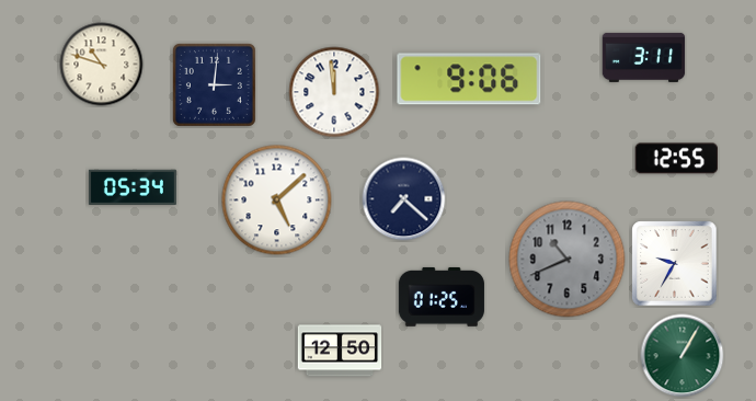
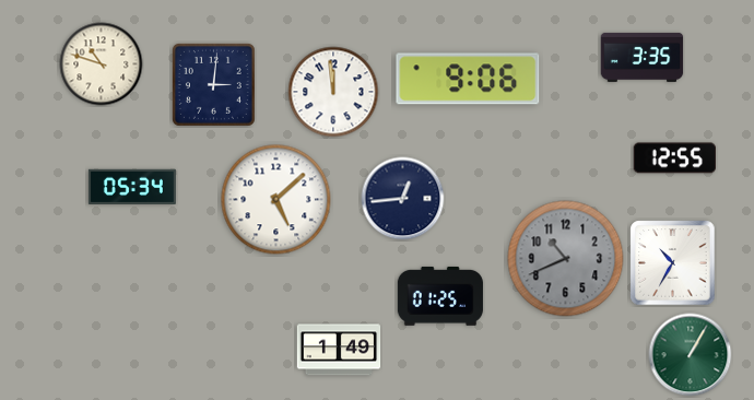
clock at (644, 57): 3:11 -> 3:35
clock at (404, 199): 7:22 -> 12:44
clock at (675, 264): 9:35 -> 10:35
clock at (340, 351): 12:50 -> 1:49
clock at (683, 356) position: (683, 356) -> (691, 355)
